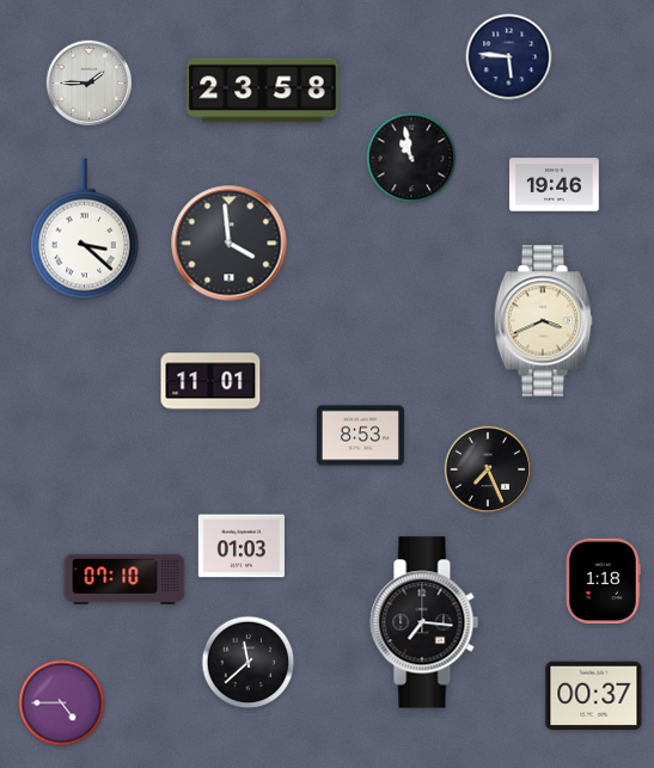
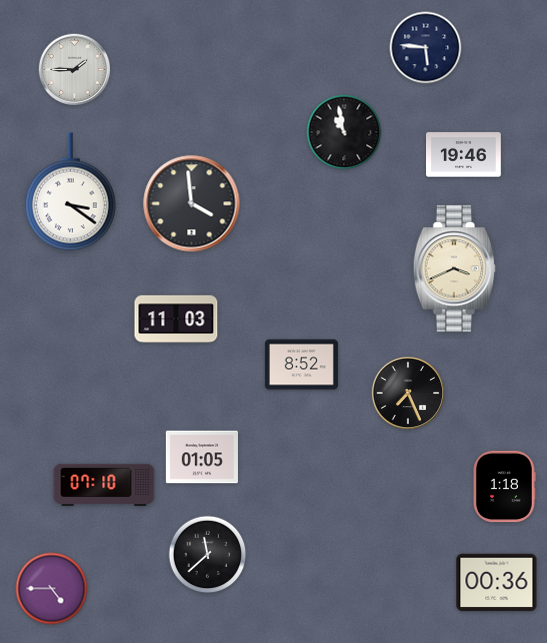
clock at (263, 91): 23:58 -> none
clock at (84, 229): 3:22 -> 3:21
clock at (210, 381): 11:01 -> 11:03
clock at (360, 436): 8:53 -> 8:52
clock at (242, 546): 01:03 -> 01:05
clock at (424, 622): 7:16 -> none
clock at (594, 696): 00:37 -> 00:36
